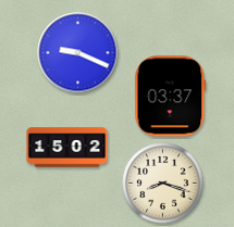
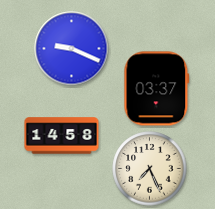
clock at (67, 148): 15:02 -> 14:58
clock at (163, 184): 8:18 -> 7:26
